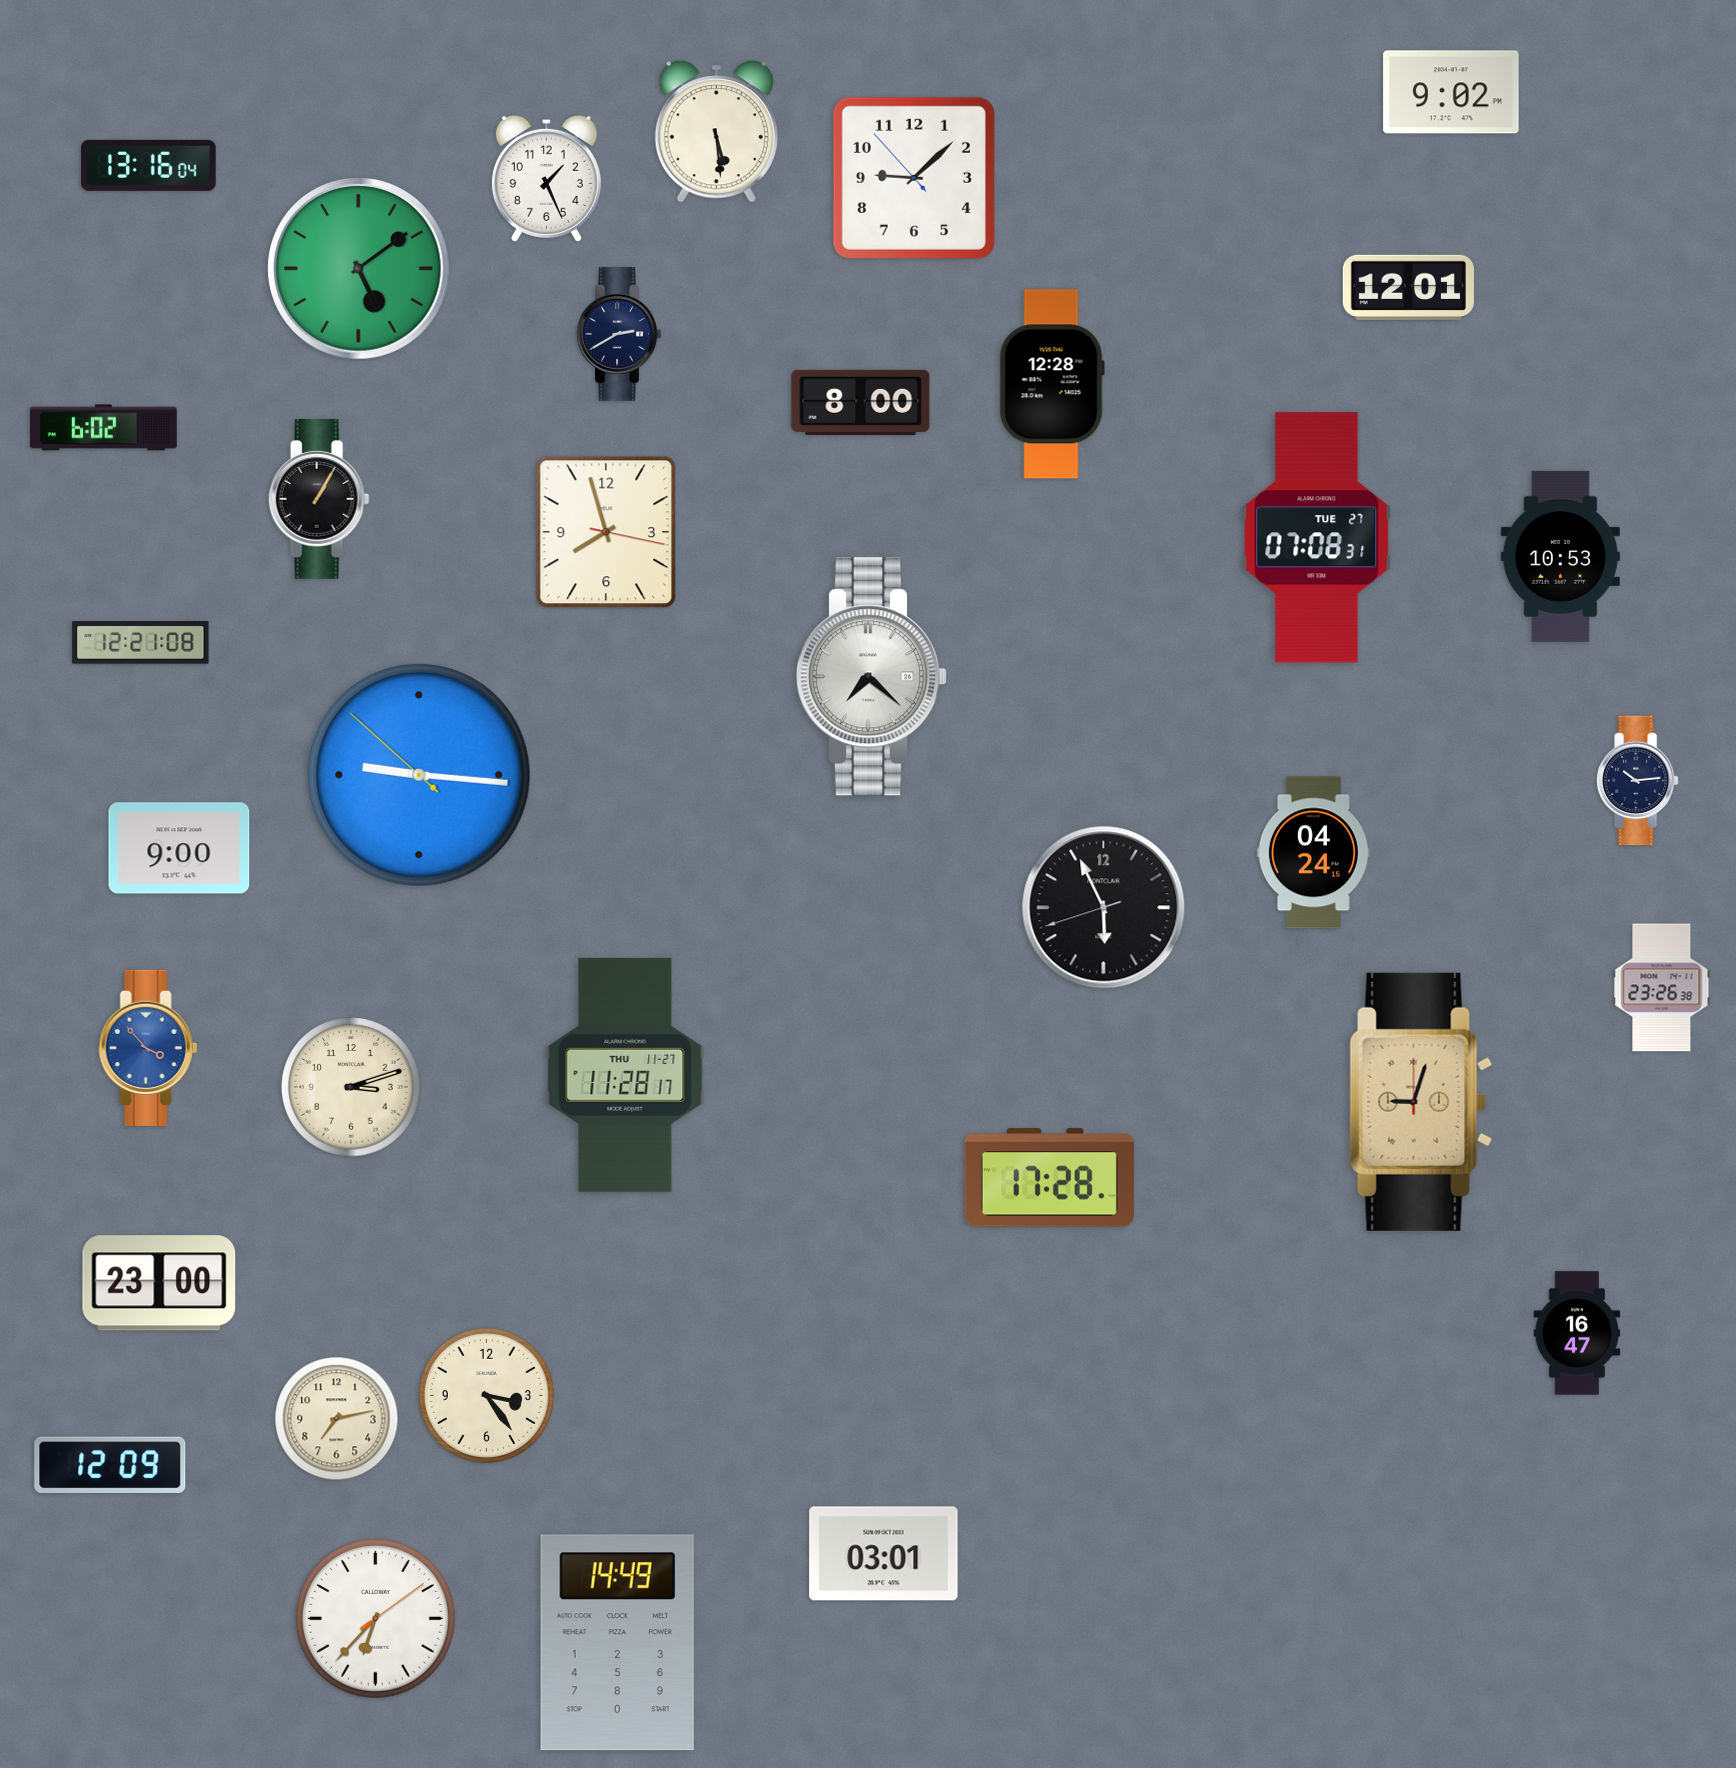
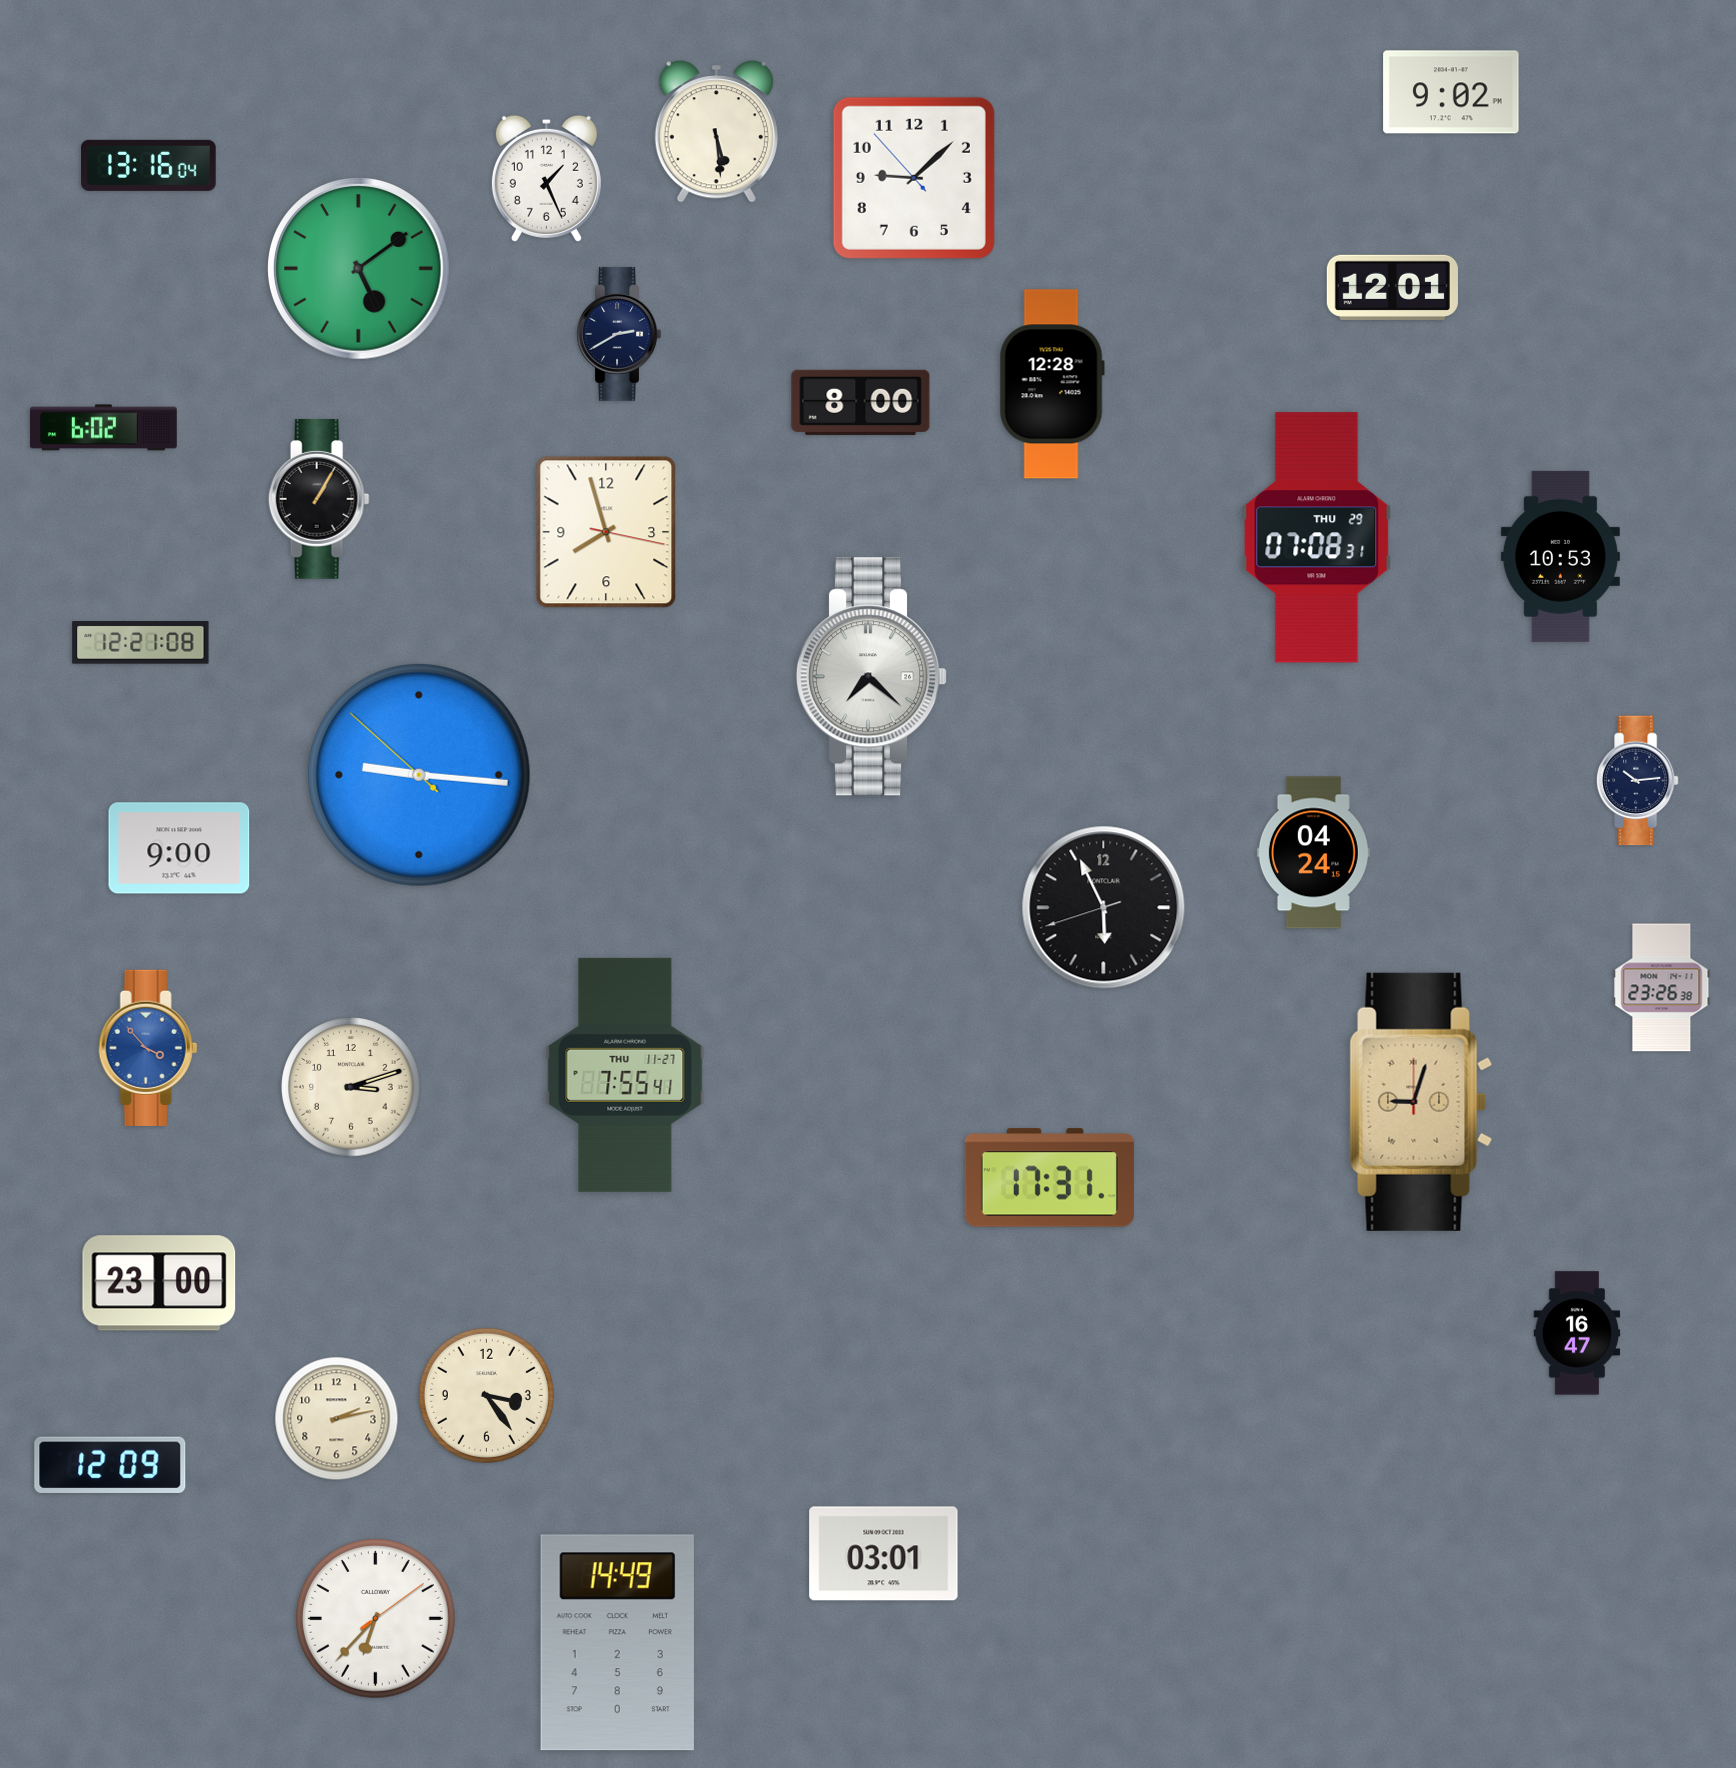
clock at (1408, 287) position: (1408, 287) -> (1392, 287)
clock at (1317, 538) date: TUE 27 -> THU 29
clock at (625, 1075): 11:28 -> 7:55
clock at (1049, 1178): 17:28 -> 17:31
clock at (337, 1419): 7:13 -> 2:13
